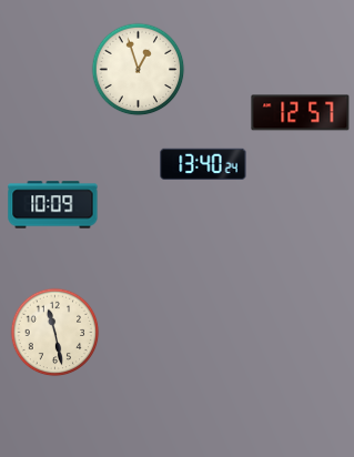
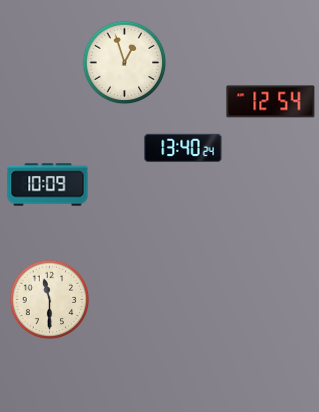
clock at (301, 113): 12:57 -> 12:54
clock at (54, 332): 11:28 -> 11:30
